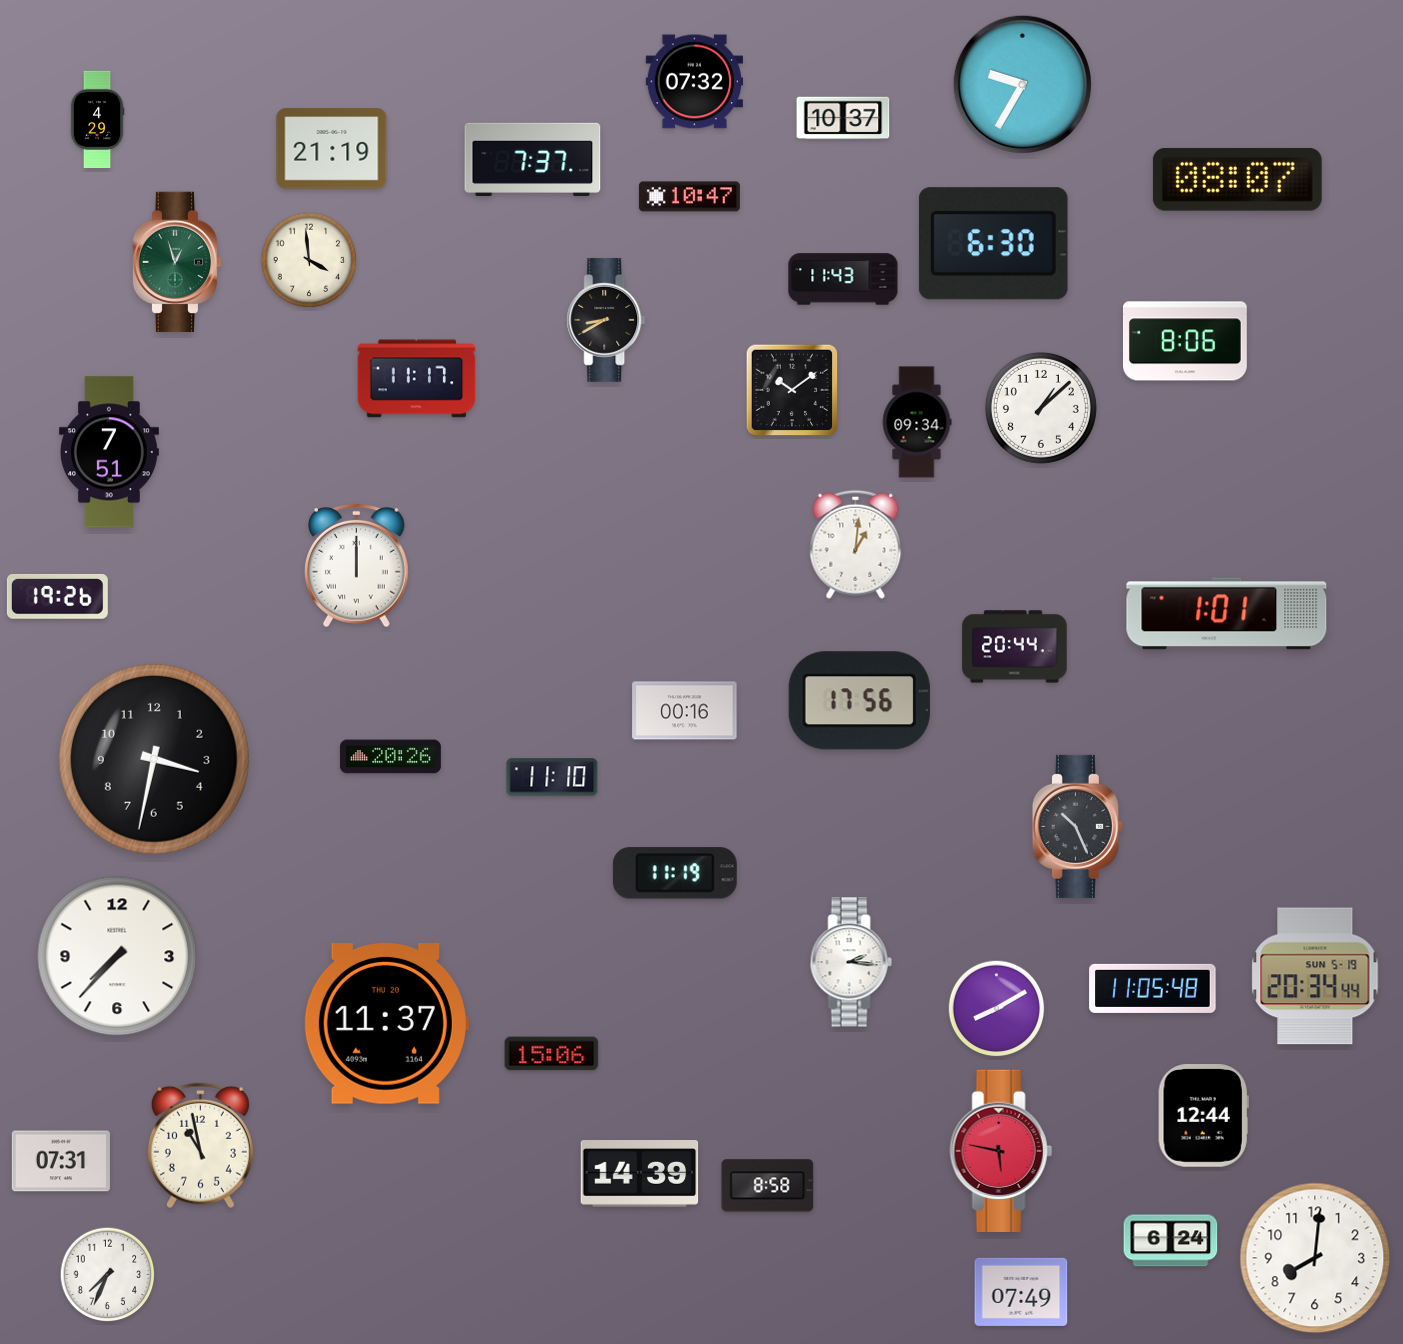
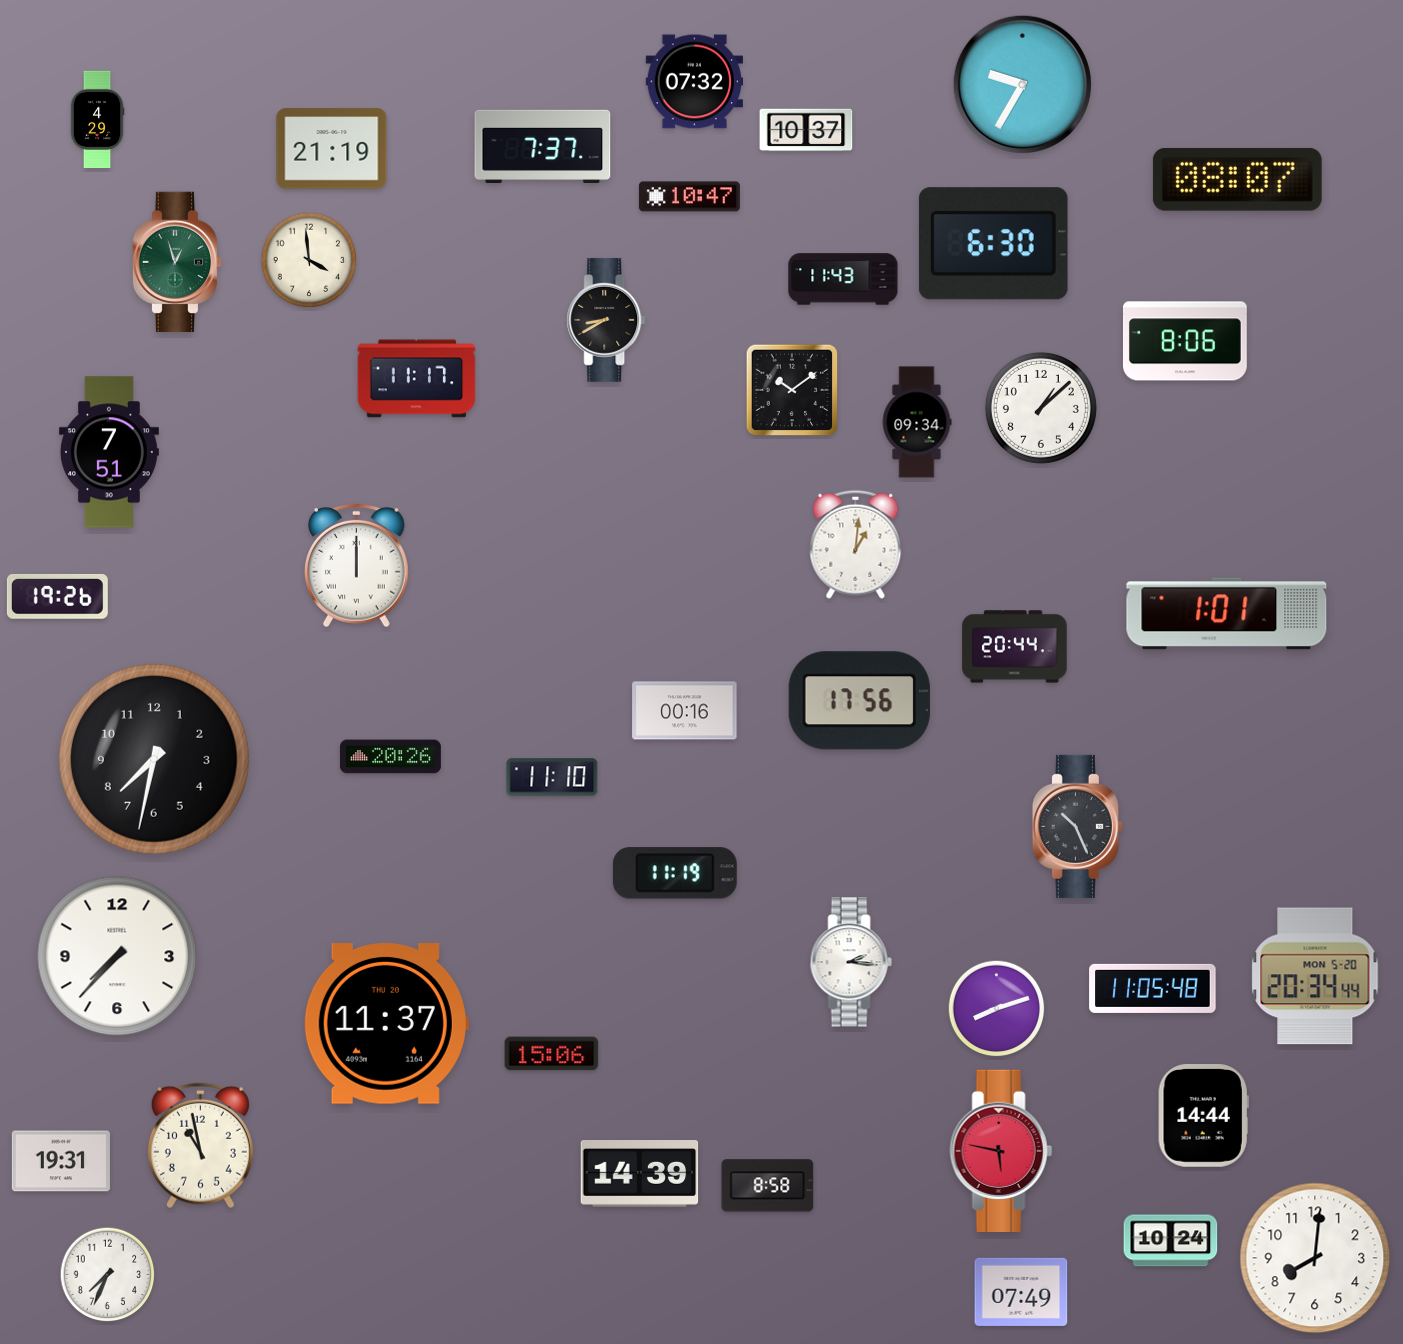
clock at (843, 118) position: (843, 118) -> (806, 130)
clock at (533, 159) position: (533, 159) -> (543, 146)
clock at (154, 759): 3:32 -> 7:32
clock at (1315, 976) date: SUN 5-19 -> MON 5-20
clock at (997, 1009): 8:10 -> 8:12
clock at (1203, 1116): 12:44 -> 14:44
clock at (61, 1161): 07:31 -> 19:31
clock at (1171, 1241): 6:24 -> 10:24
